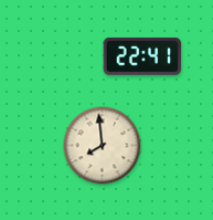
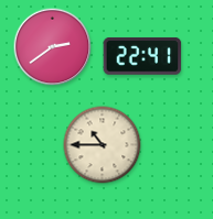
clock at (53, 47): none -> 2:39
clock at (103, 146): 7:59 -> 10:45
